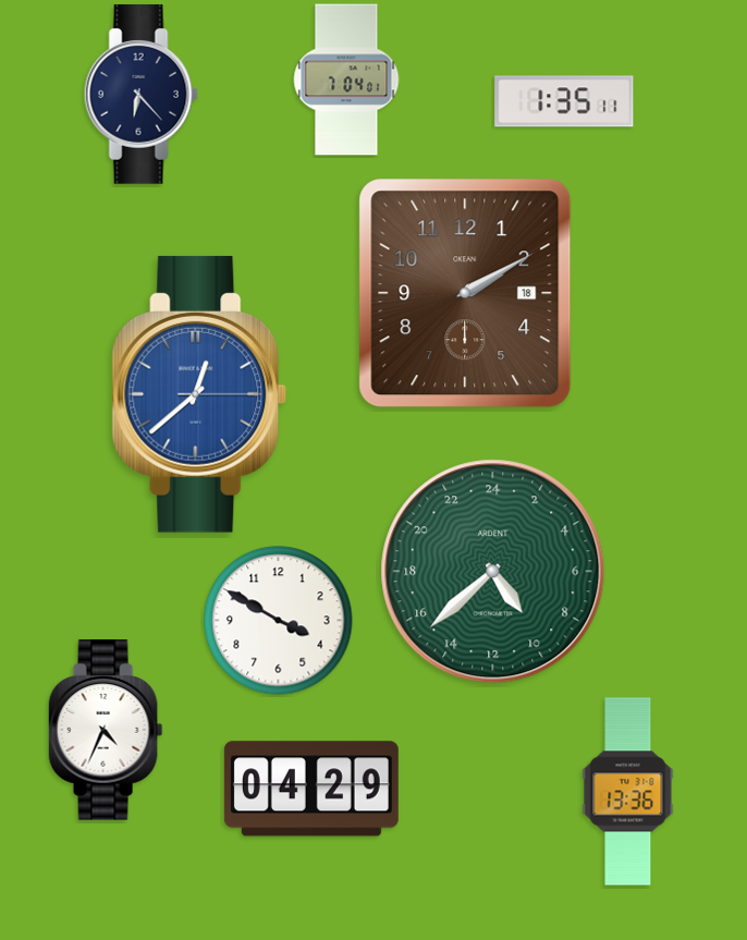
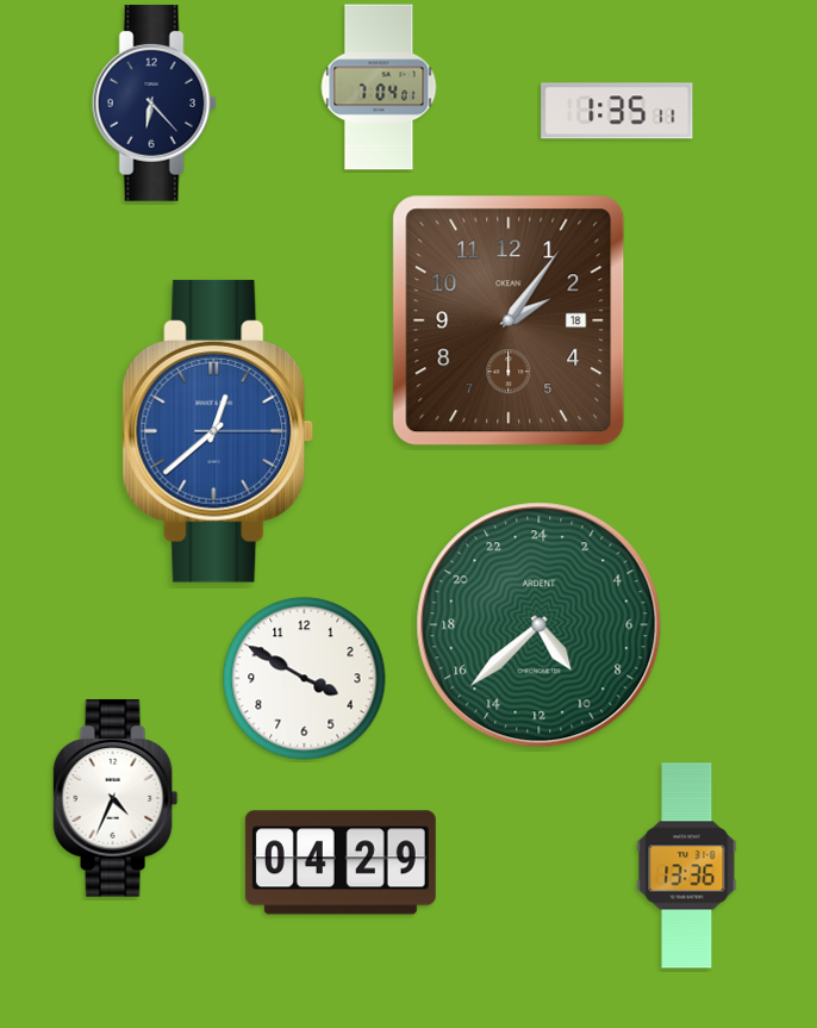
clock at (465, 293): 2:10 -> 2:06
